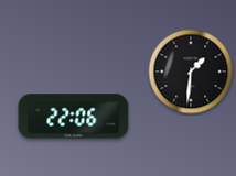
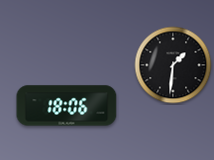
clock at (74, 117): 22:06 -> 18:06
